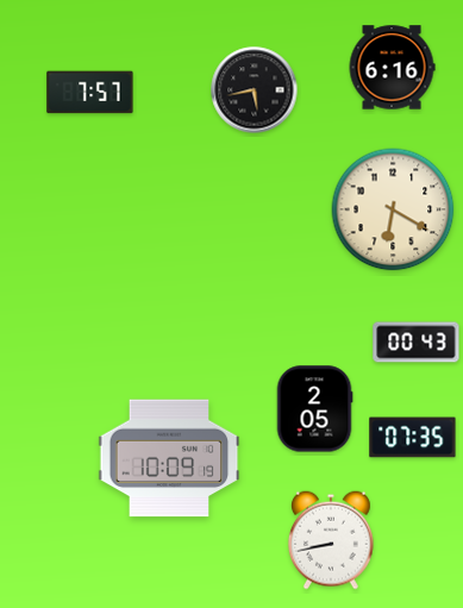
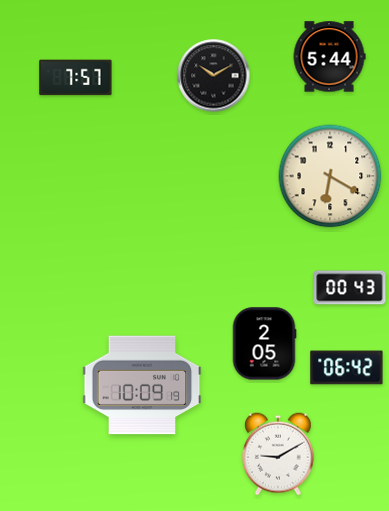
clock at (392, 68): 6:16 -> 5:44
clock at (255, 90): 5:43 -> 10:10
clock at (413, 438): 07:35 -> 06:42
clock at (331, 540): 8:43 -> 9:10
